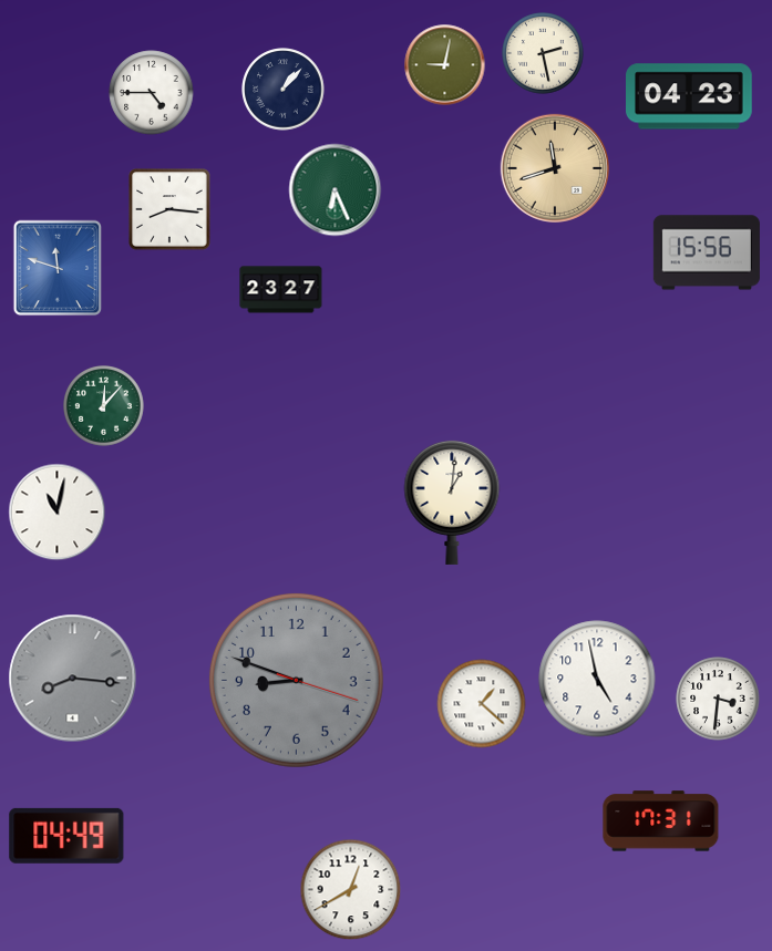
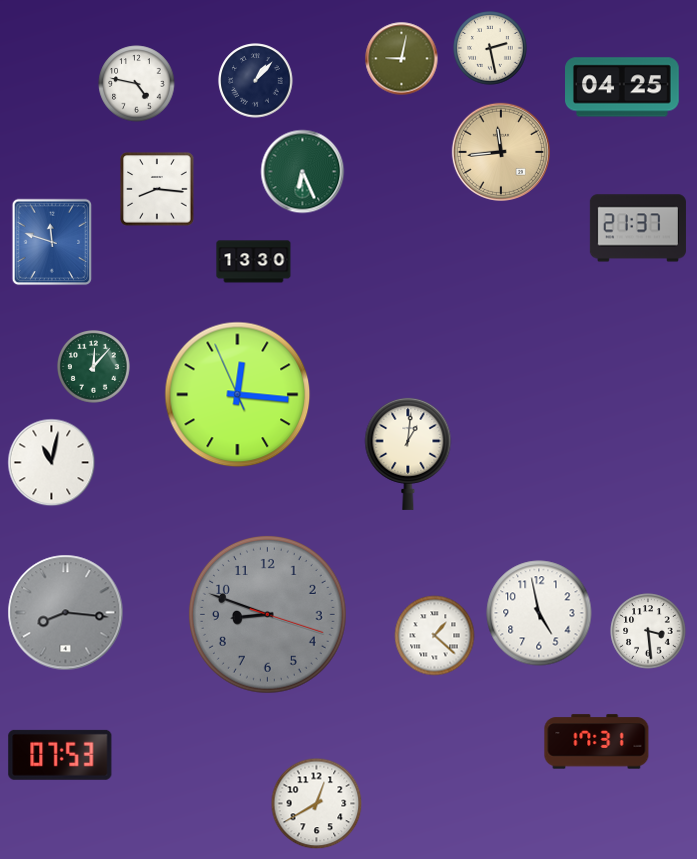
clock at (152, 93): 4:45 -> 4:47
clock at (690, 96): 04:23 -> 04:25
clock at (555, 168): 11:42 -> 11:44
clock at (169, 209) position: (169, 209) -> (157, 189)
clock at (707, 252): 15:56 -> 21:37
clock at (281, 290): 23:27 -> 13:30
clock at (238, 395): none -> 12:15
clock at (718, 699): 3:31 -> 3:29
clock at (66, 836): 04:49 -> 07:53
